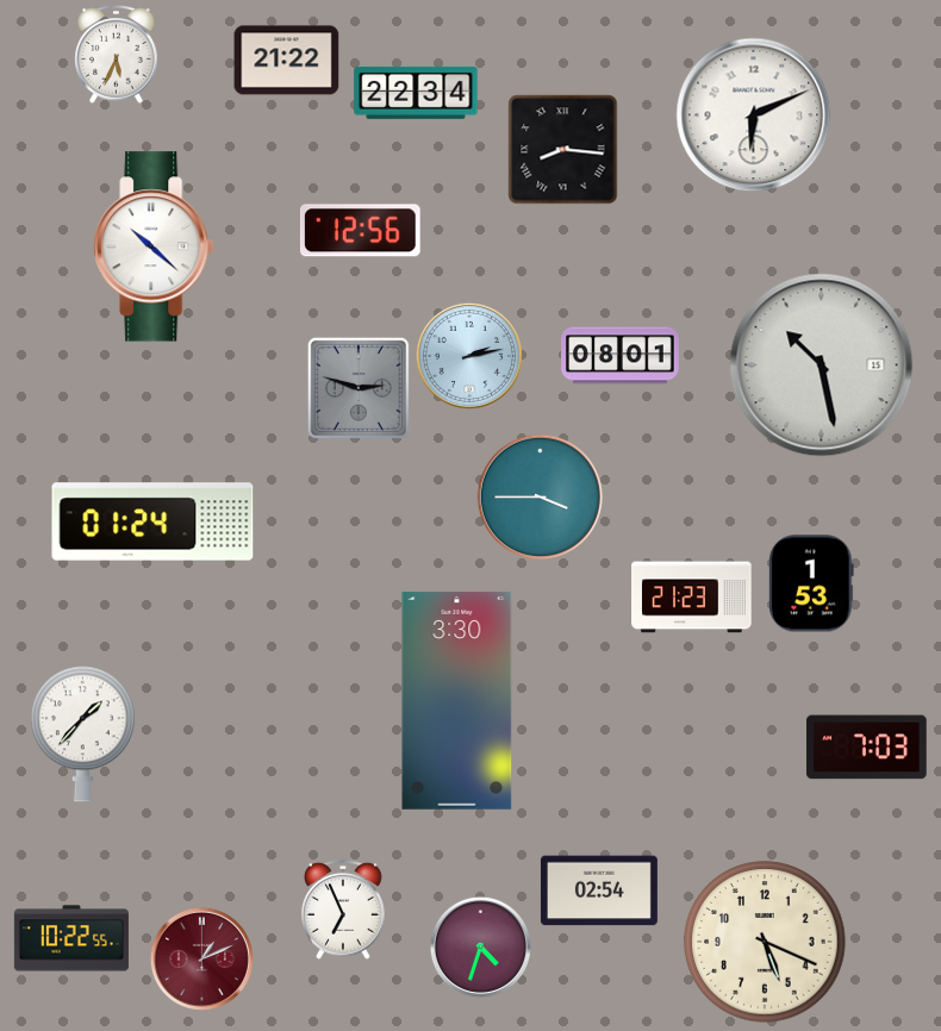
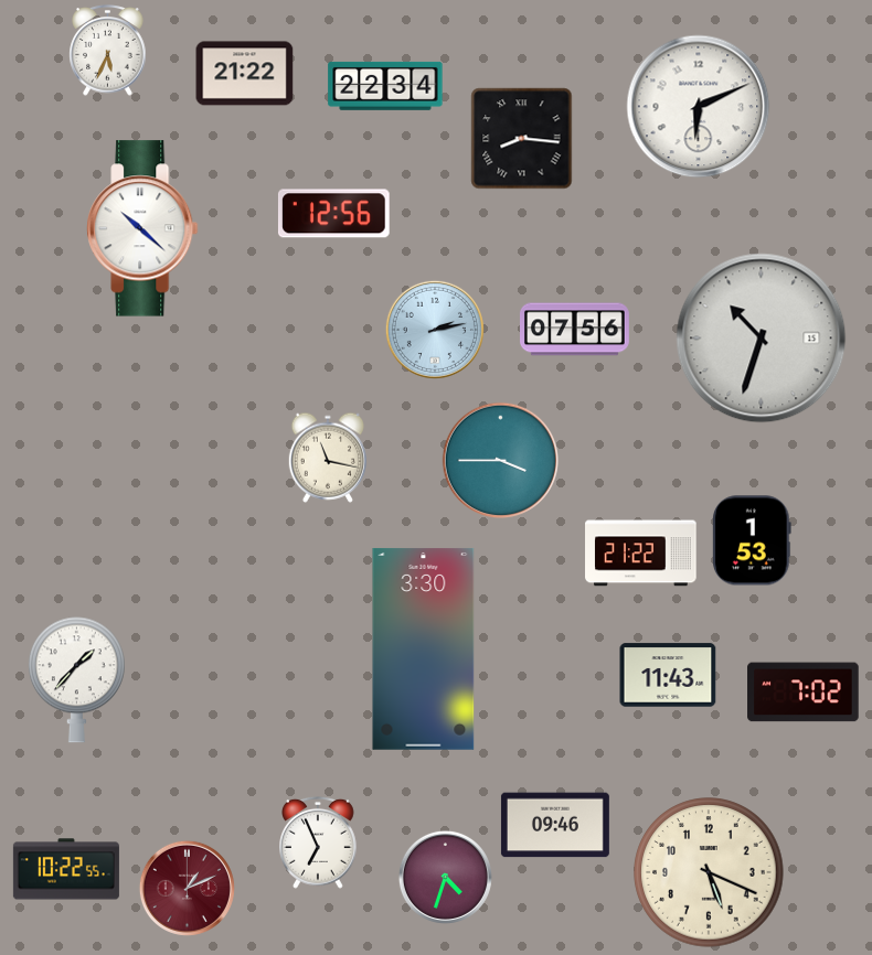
clock at (287, 61) position: (287, 61) -> (245, 74)
clock at (621, 356): 08:01 -> 07:56
clock at (822, 365): 10:28 -> 10:33
clock at (359, 388): 2:48 -> none
clock at (328, 458): none -> 11:17
clock at (152, 521): 01:24 -> none
clock at (692, 598): 21:23 -> 21:22
clock at (668, 675): none -> 11:43
clock at (867, 748): 7:03 -> 7:02
clock at (599, 891): 02:54 -> 09:46
